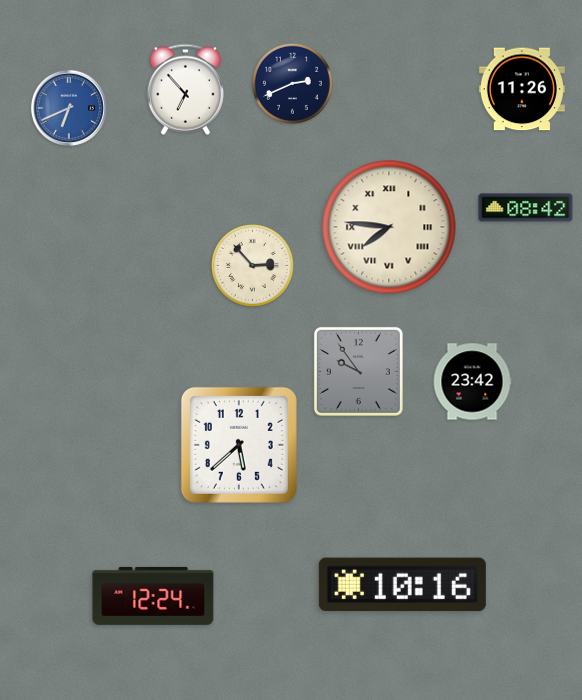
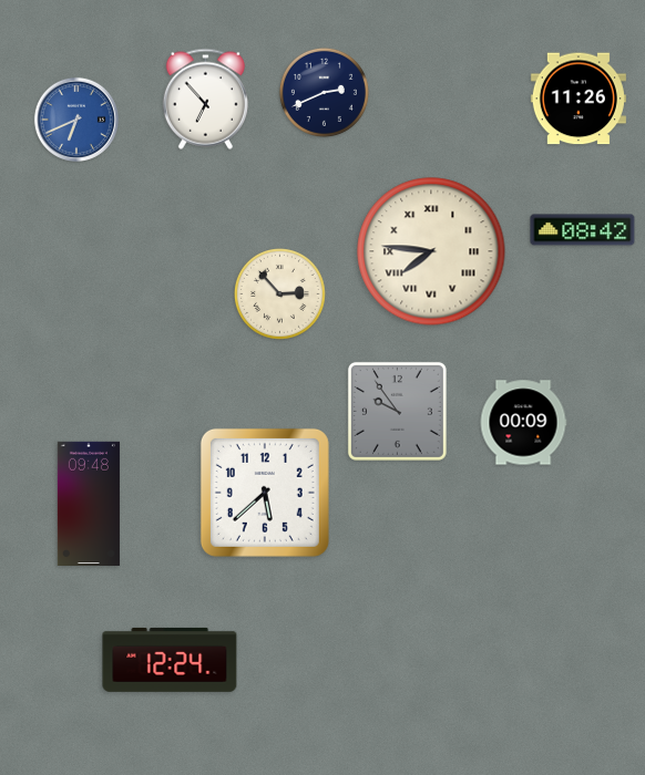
clock at (472, 382): 23:42 -> 00:09
clock at (89, 503): none -> 09:48
clock at (402, 585): 10:16 -> none
